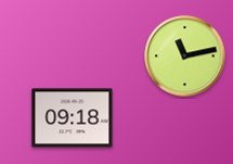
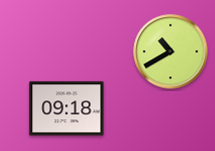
clock at (185, 56): 11:13 -> 10:40
